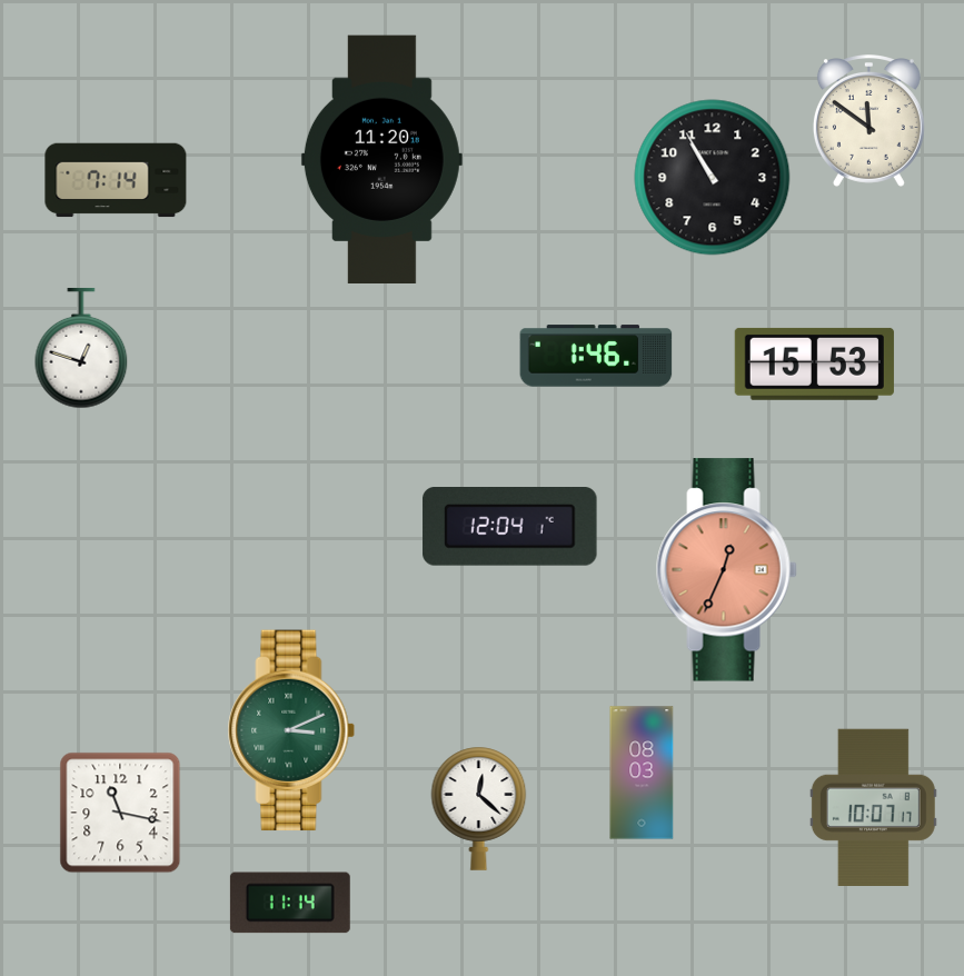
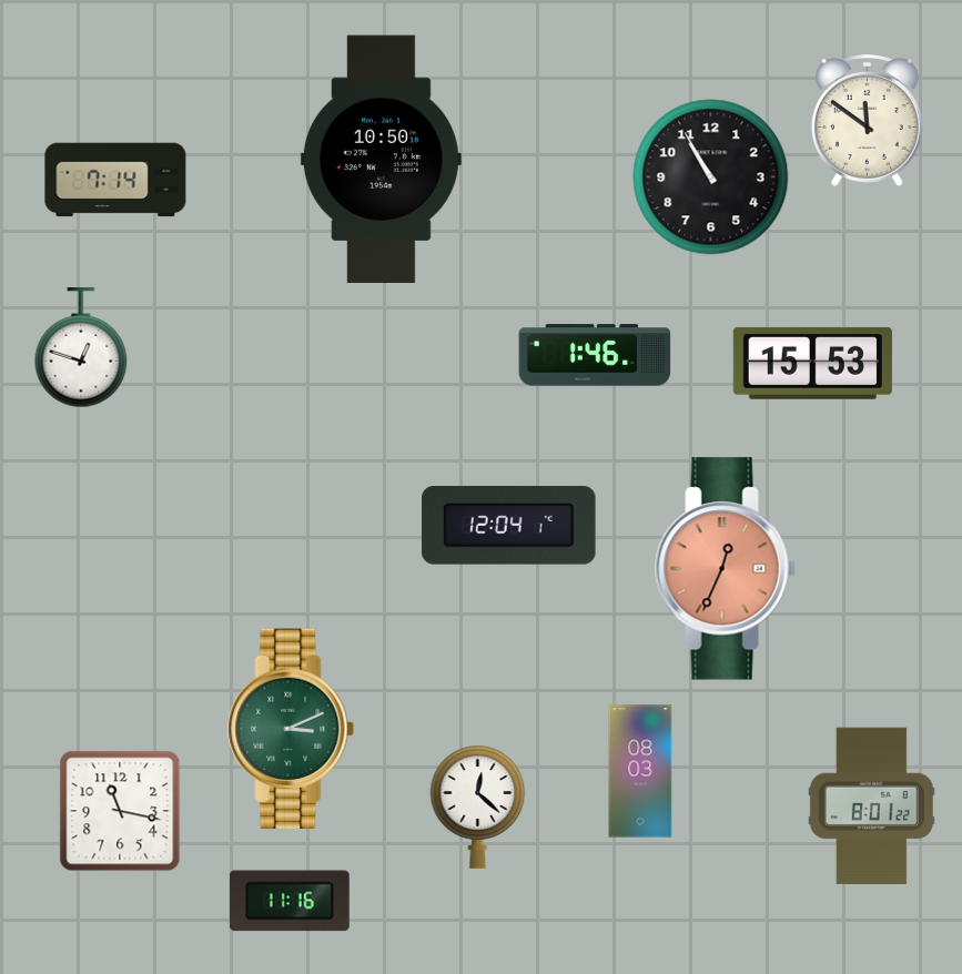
clock at (381, 159): 11:20 -> 10:50
clock at (873, 807): 10:07 -> 8:01
clock at (290, 903): 11:14 -> 11:16
